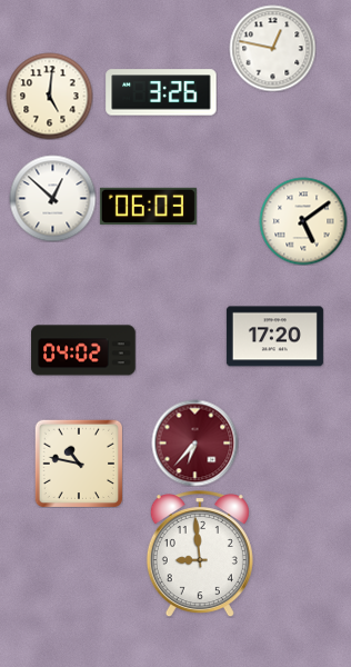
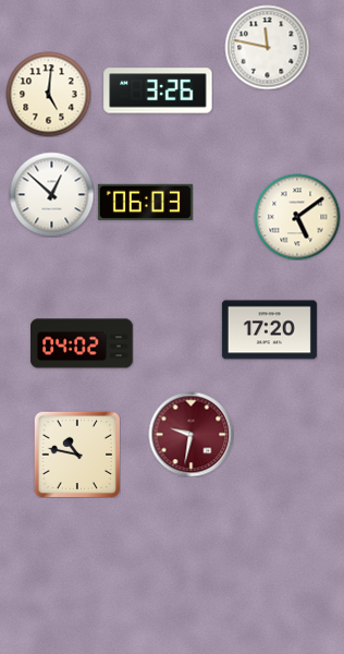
clock at (272, 48): 12:47 -> 11:47
clock at (194, 442): 6:37 -> 9:32
clock at (200, 554): 8:59 -> none
